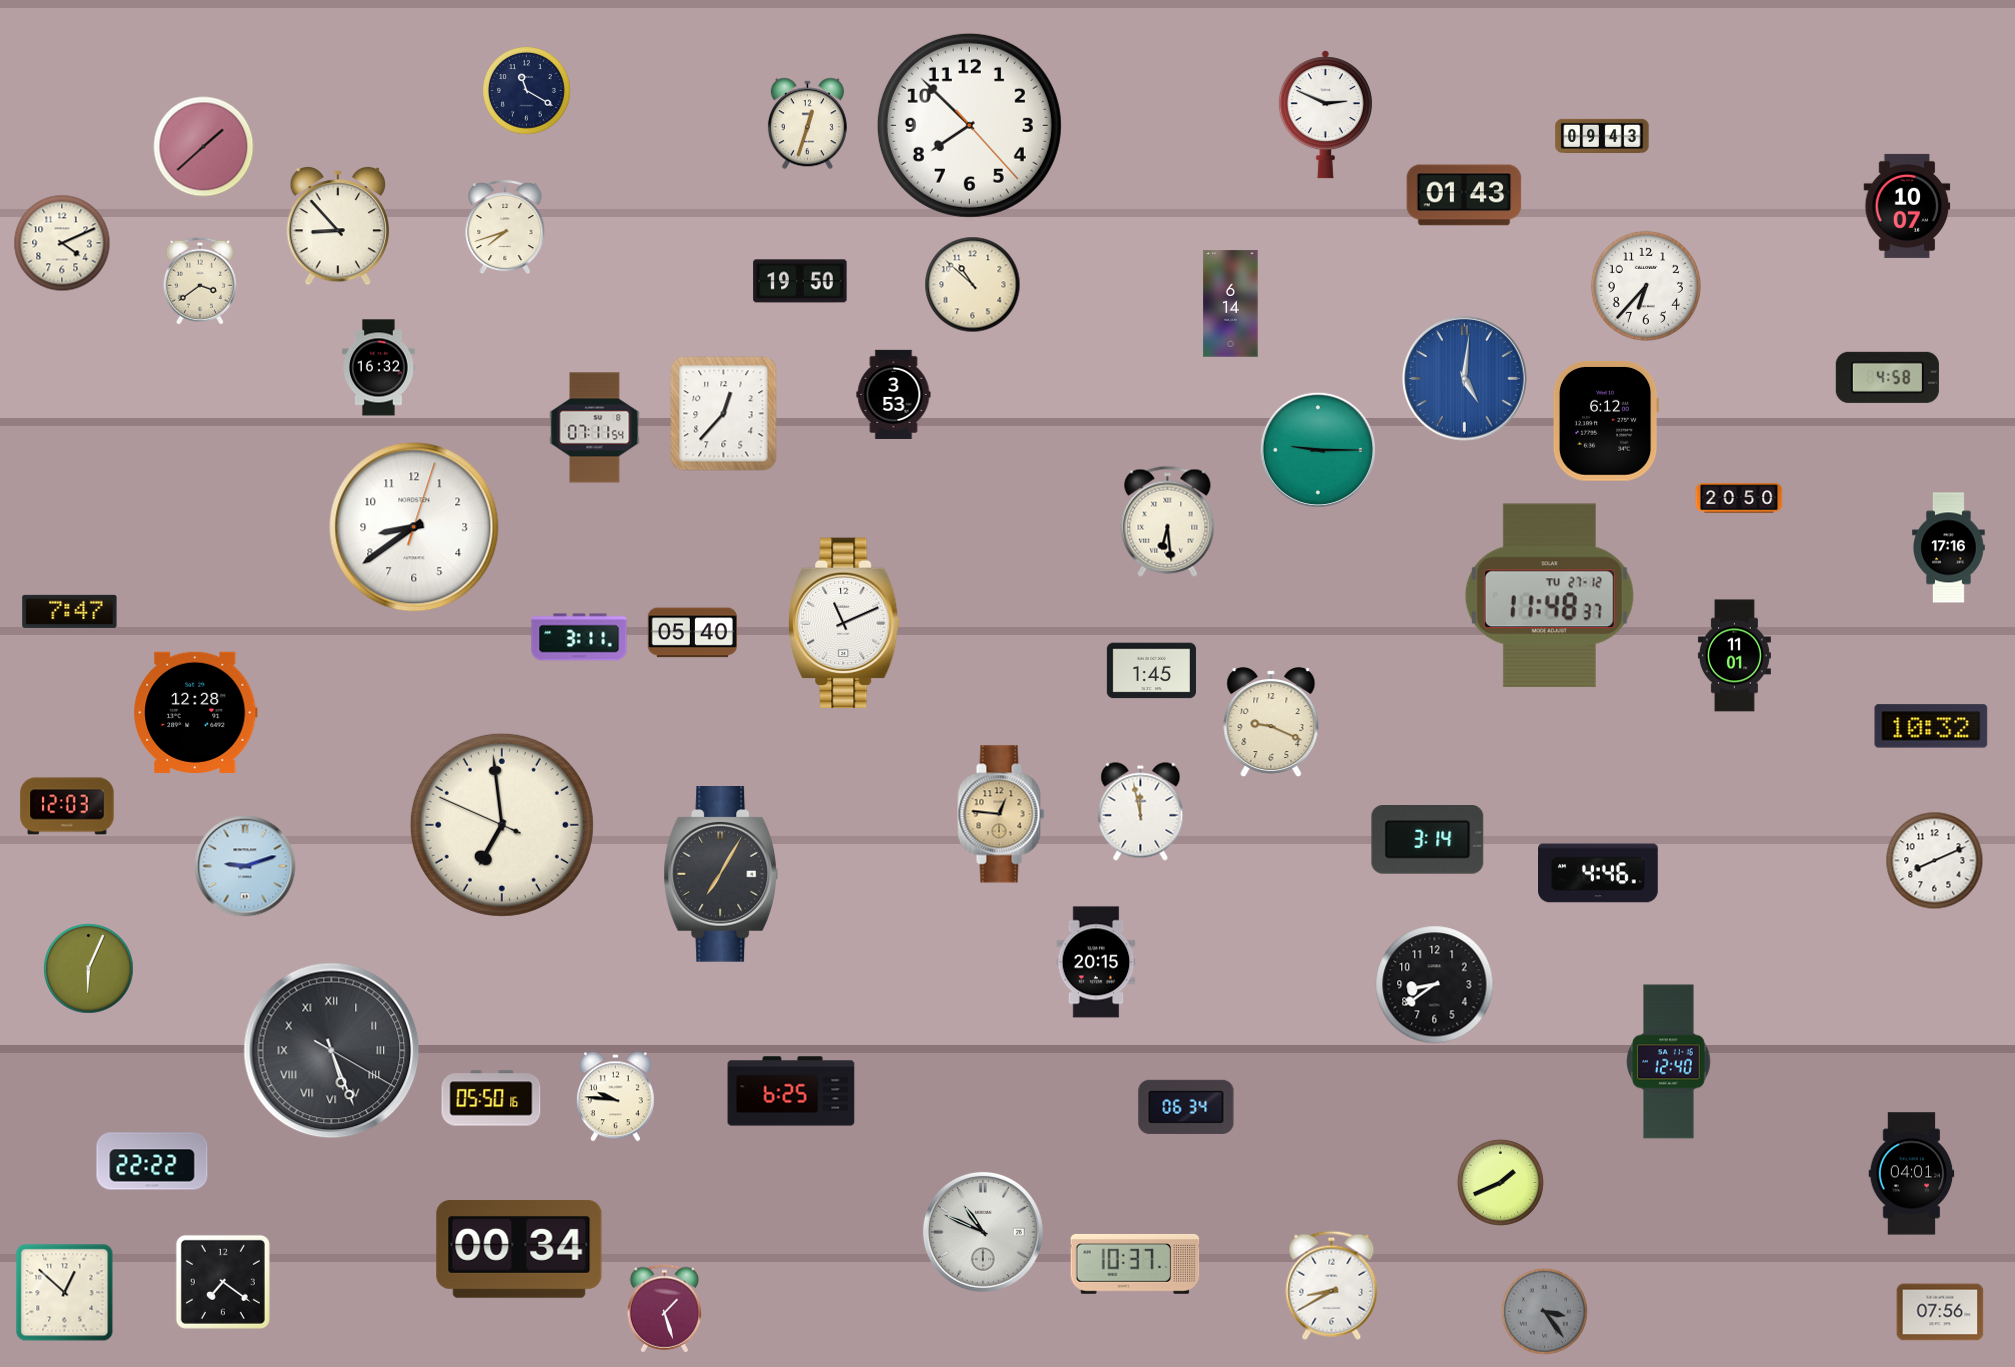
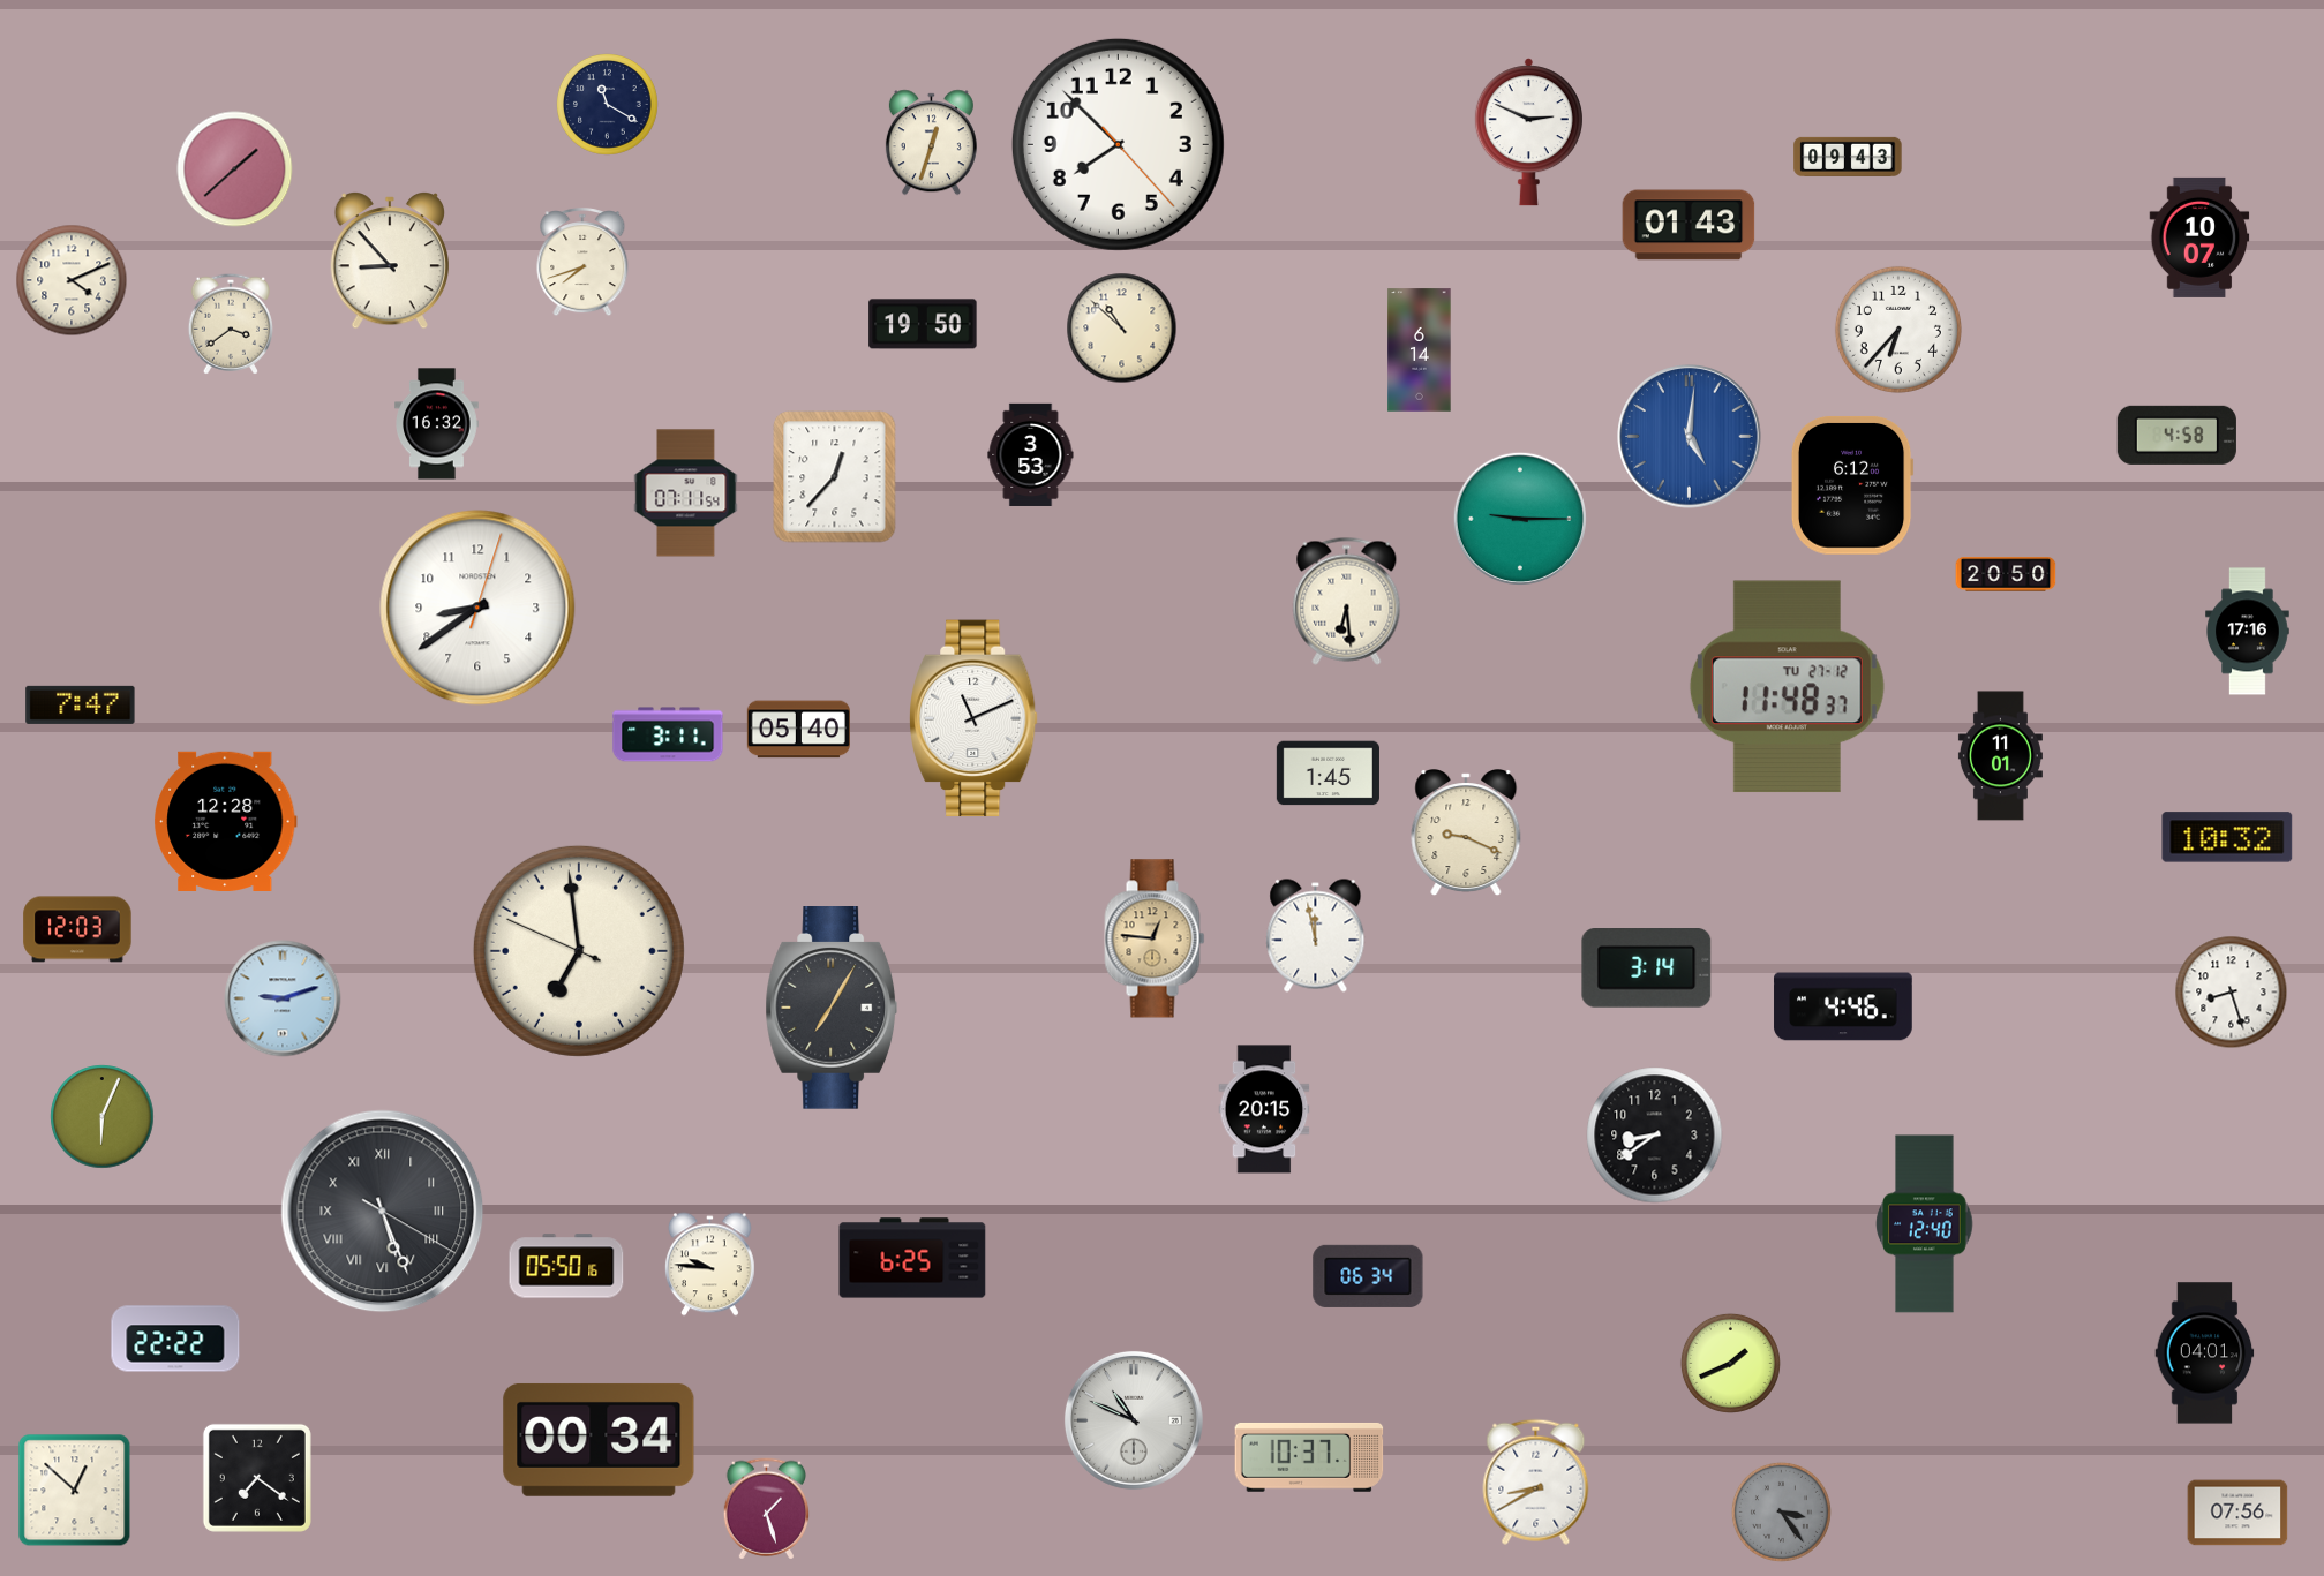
clock at (1935, 861): 8:11 -> 8:27
